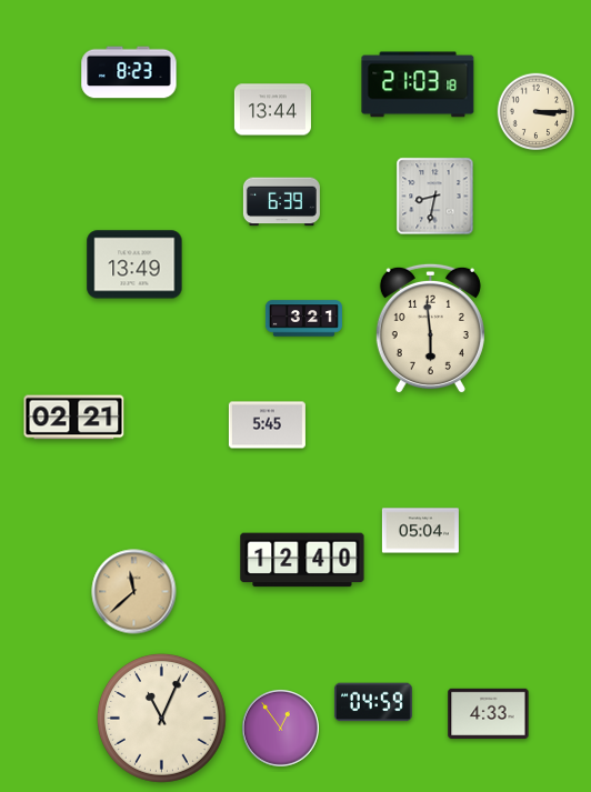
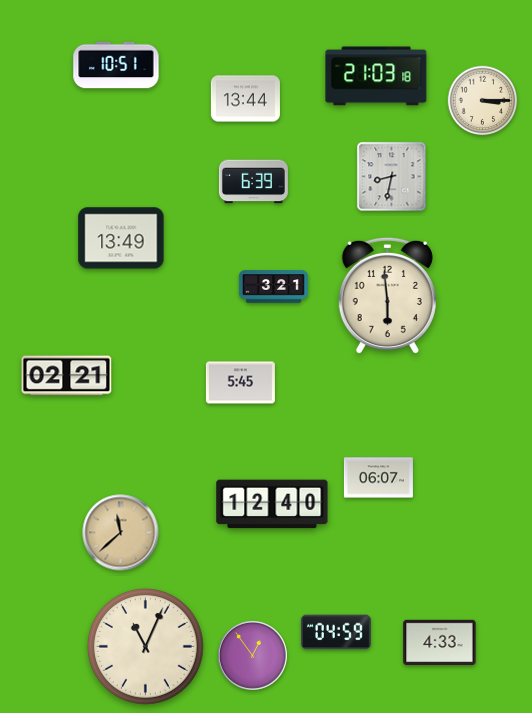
clock at (129, 72): 8:23 -> 10:51
clock at (420, 531): 05:04 -> 06:07
